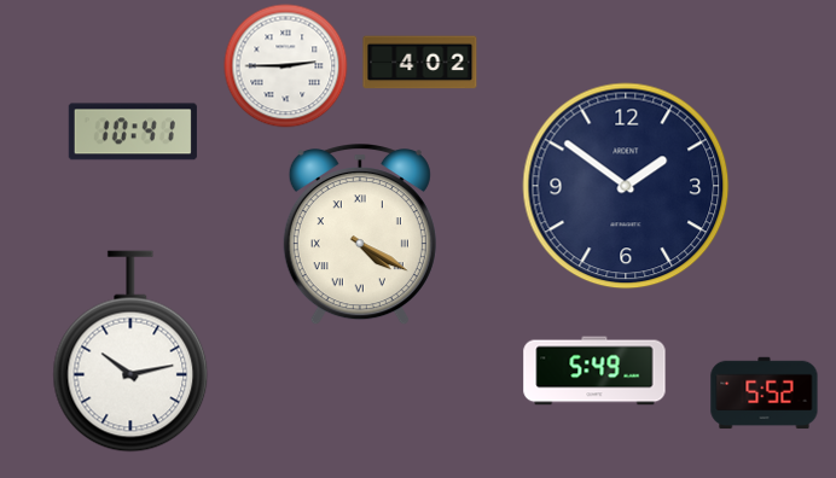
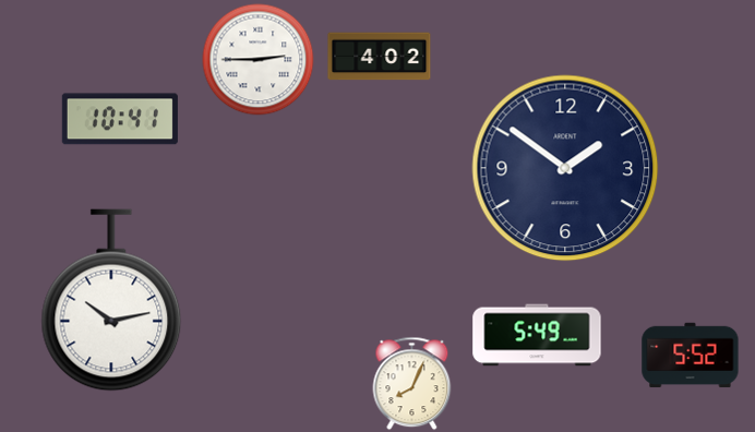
clock at (360, 235): 4:20 -> none
clock at (130, 351) position: (130, 351) -> (111, 300)
clock at (412, 384): none -> 8:04
